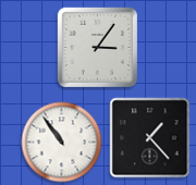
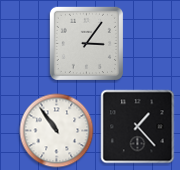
clock at (97, 47) position: (97, 47) -> (86, 43)
